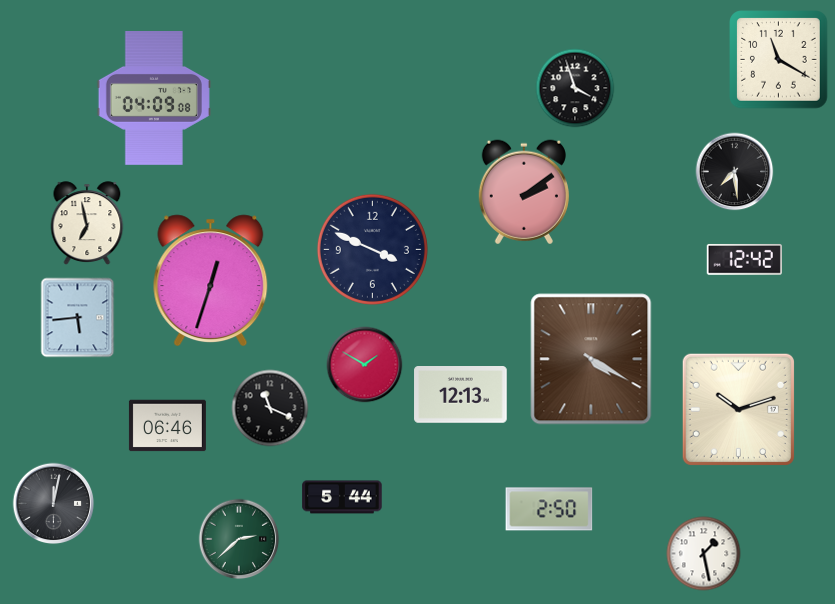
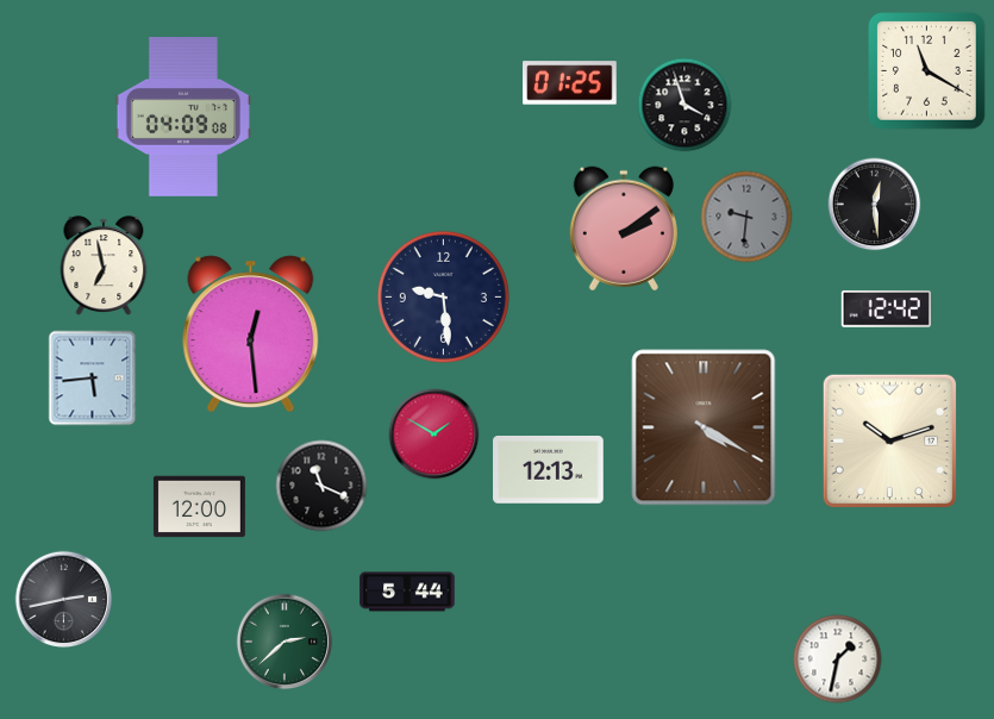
clock at (570, 83): none -> 01:25
clock at (735, 172): 7:29 -> 12:29
clock at (746, 217): none -> 9:31
clock at (372, 249): 3:49 -> 9:29
clock at (211, 281): 12:33 -> 12:29
clock at (738, 409) position: (738, 409) -> (889, 440)
clock at (167, 426): 06:46 -> 12:00
clock at (54, 504): 12:02 -> 2:43
clock at (549, 509): 2:50 -> none
clock at (704, 554): 1:28 -> 1:32
